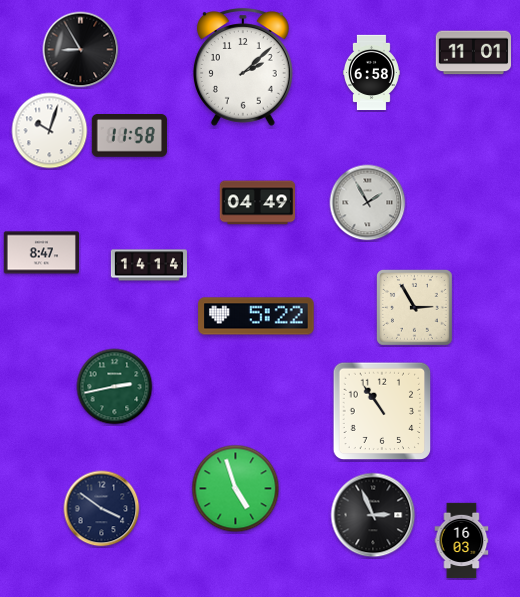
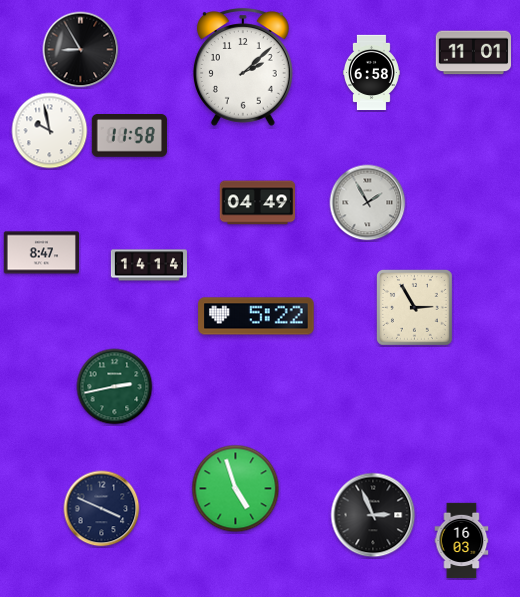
clock at (50, 131): 10:03 -> 9:58
clock at (382, 411): 10:54 -> none
clock at (102, 509): 3:51 -> 3:49
